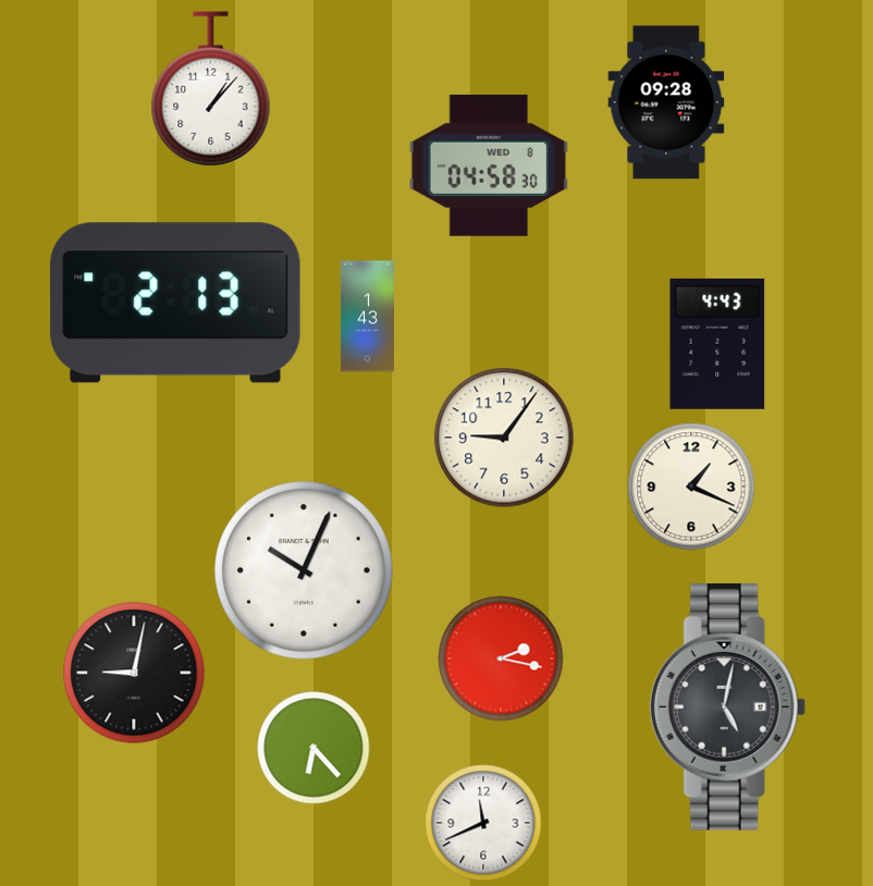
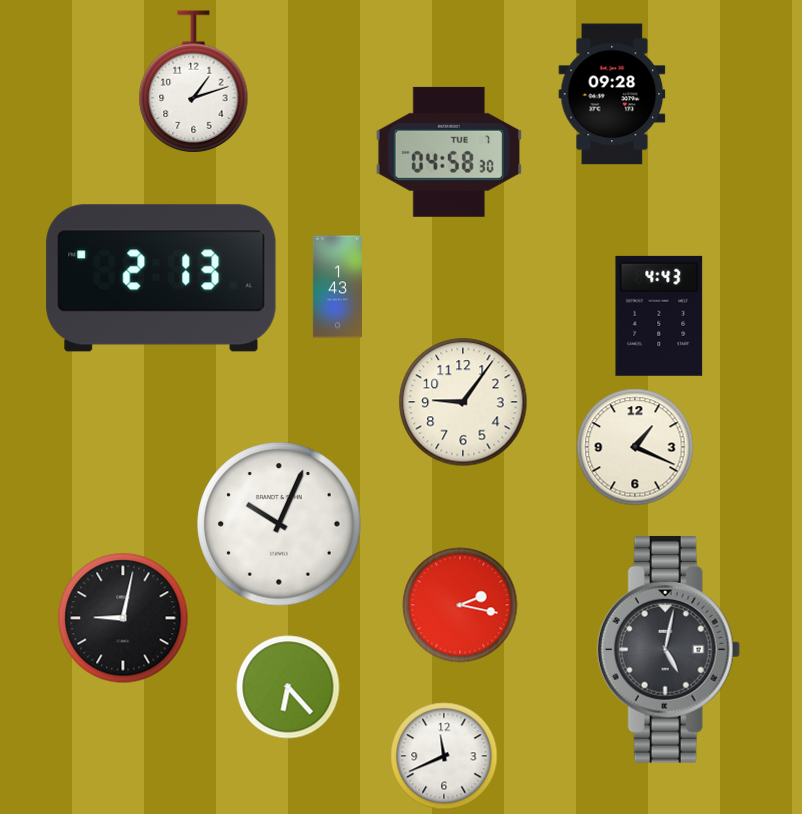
clock at (211, 89): 1:07 -> 1:12
clock at (488, 165) date: WED 8 -> TUE 7
clock at (367, 317) position: (367, 317) -> (337, 287)
